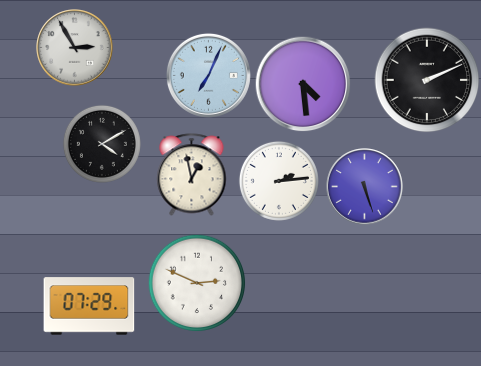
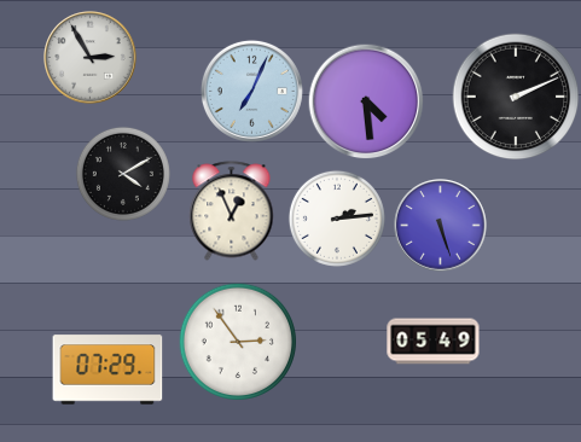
clock at (192, 175): 12:58 -> 12:56
clock at (197, 283): 2:49 -> 2:54
clock at (434, 342): none -> 05:49
